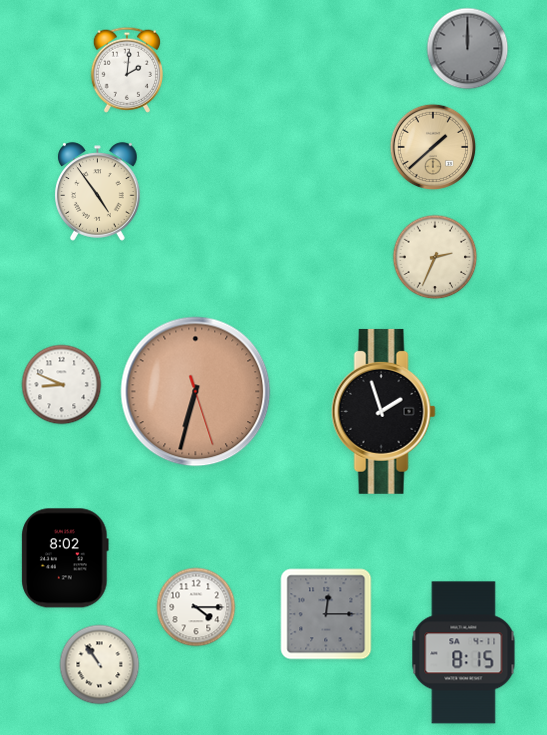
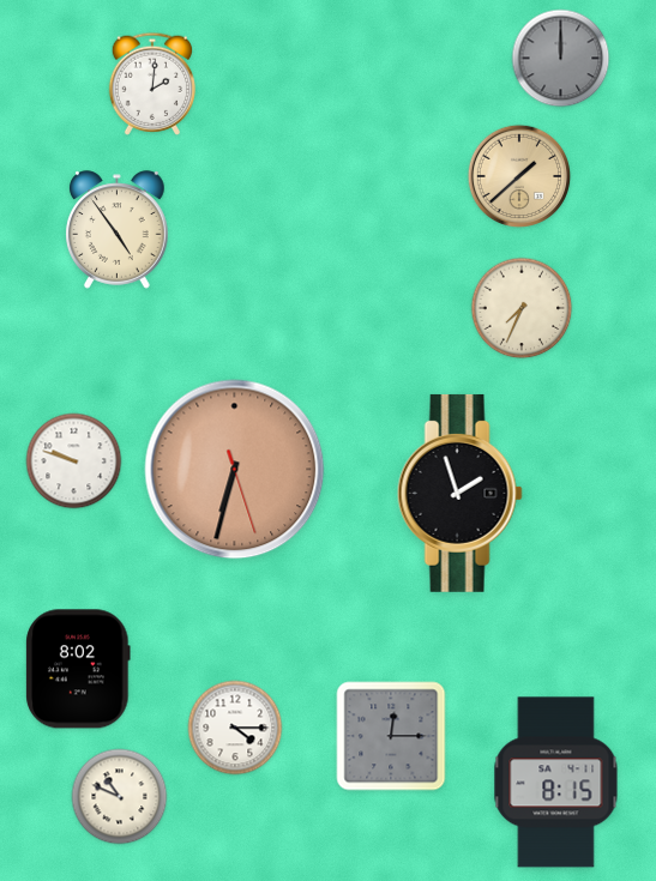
clock at (435, 257): 2:34 -> 7:34
clock at (62, 385): 8:49 -> 9:48
clock at (100, 665): 10:54 -> 10:49
